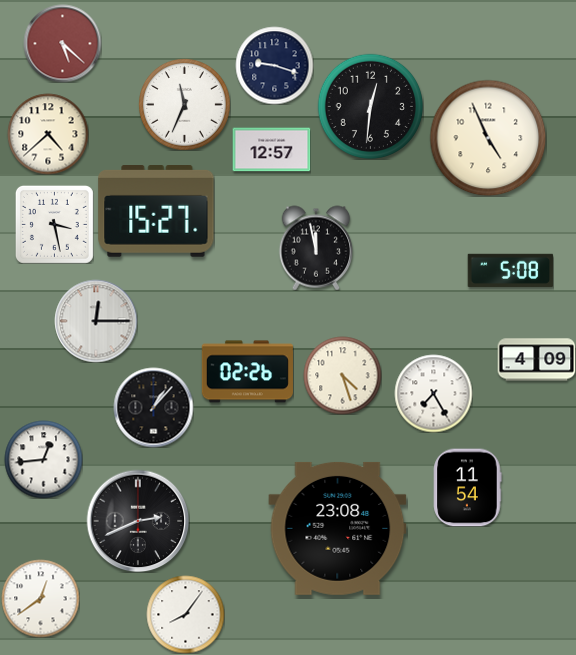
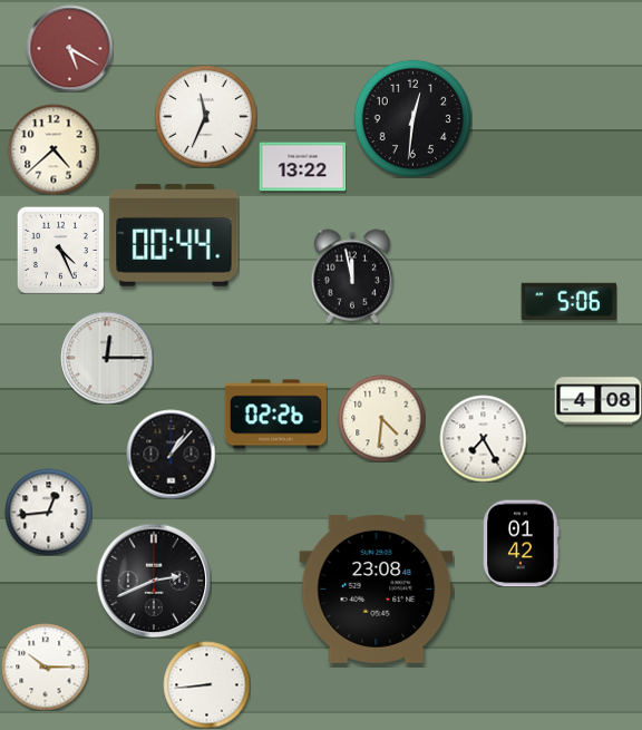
clock at (62, 43): 5:22 -> 5:20
clock at (274, 65): 9:18 -> none
clock at (488, 138): 4:56 -> none
clock at (271, 150): 12:57 -> 13:22
clock at (156, 212): 15:27 -> 00:44
clock at (54, 224): 3:28 -> 4:26
clock at (510, 270): 5:08 -> 5:06
clock at (536, 360): 4:09 -> 4:08
clock at (342, 375): 4:27 -> 4:31
clock at (468, 487): 11:54 -> 01:42
clock at (40, 598): 12:39 -> 10:15
clock at (185, 614): 8:06 -> 8:44
